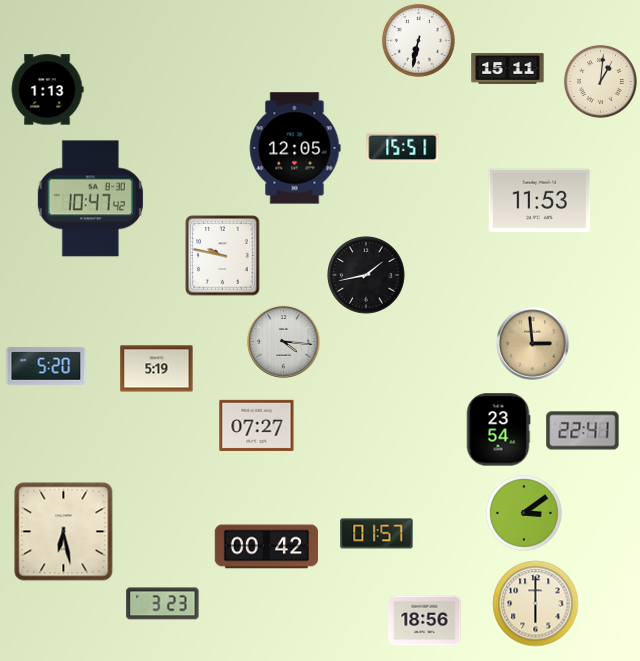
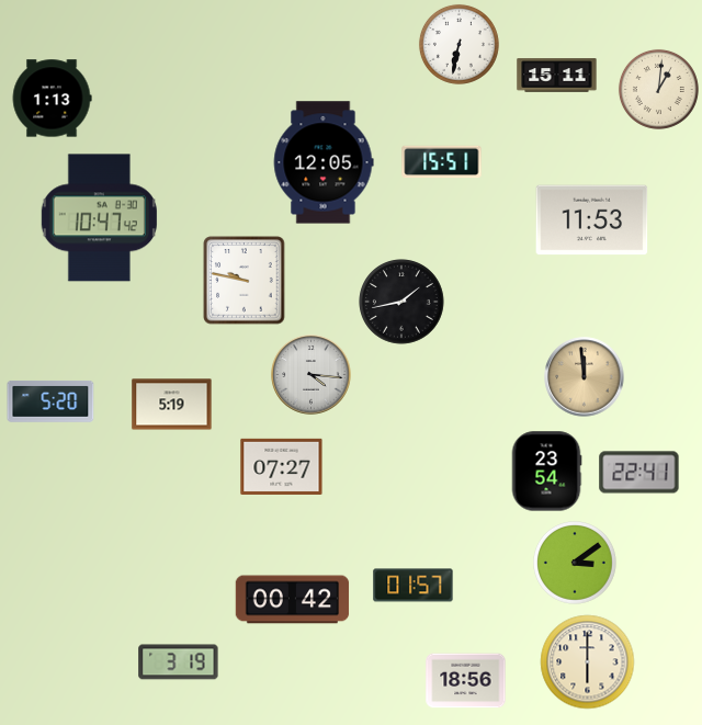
clock at (533, 344): 2:59 -> 11:59
clock at (64, 532): 6:28 -> none
clock at (163, 604): 3:23 -> 3:19
